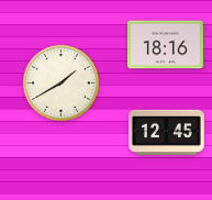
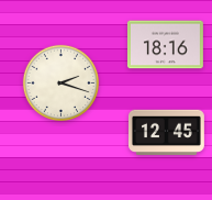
clock at (62, 84): 1:40 -> 2:18
